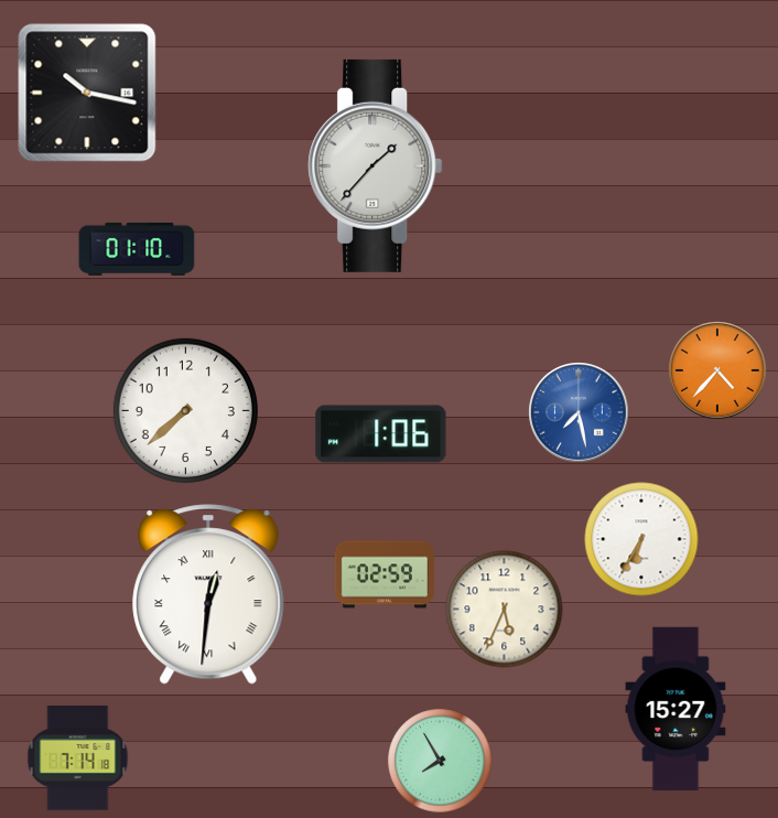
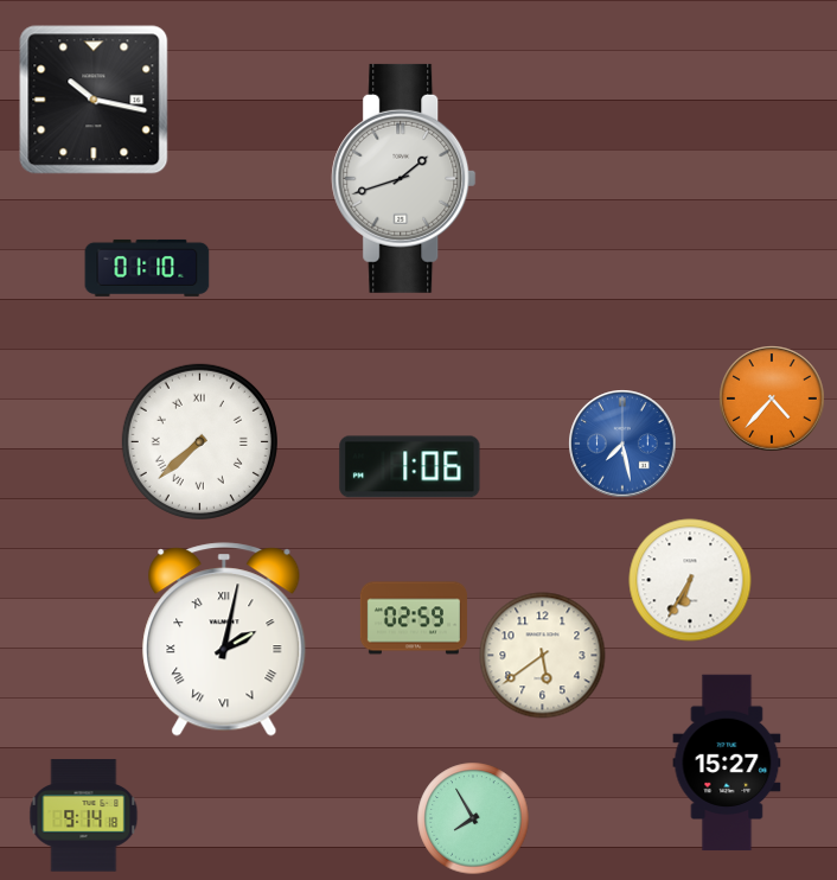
clock at (376, 165): 1:37 -> 1:42
clock at (185, 410) numerals: Arabic -> Roman
clock at (208, 594): 12:31 -> 2:02
clock at (505, 610): 5:34 -> 5:39
clock at (78, 758): 7:14 -> 9:14
